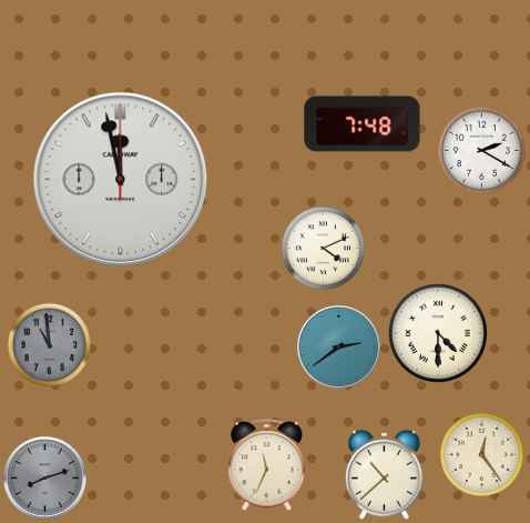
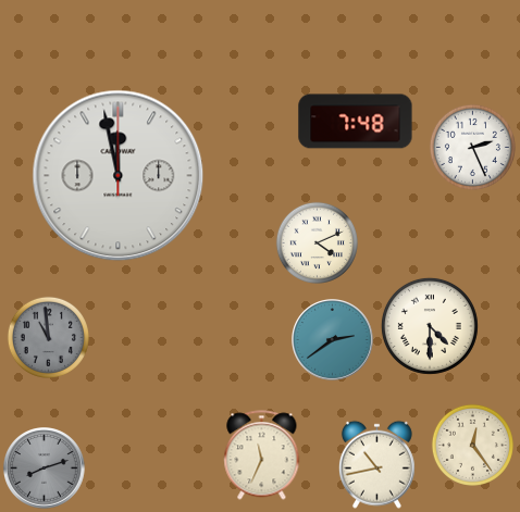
clock at (481, 150): 2:20 -> 2:26
clock at (384, 474): 10:38 -> 10:43
